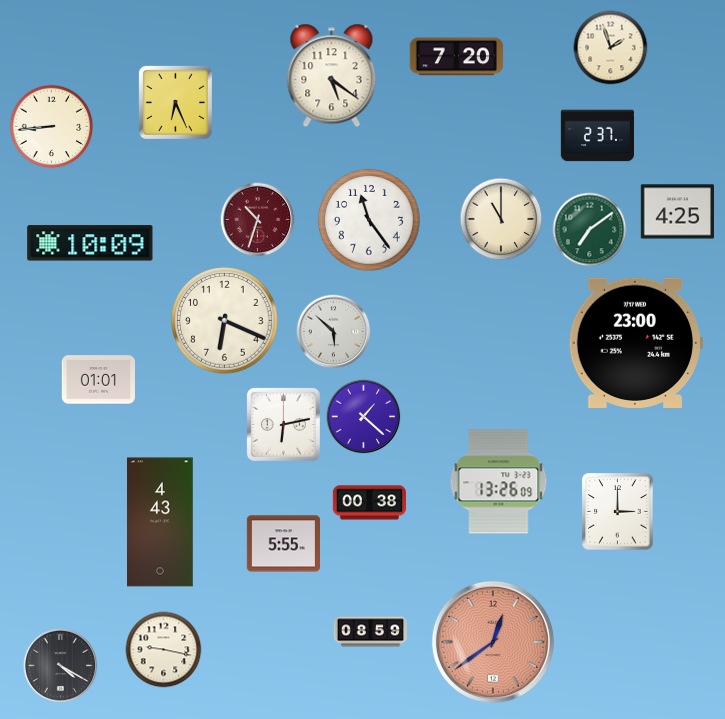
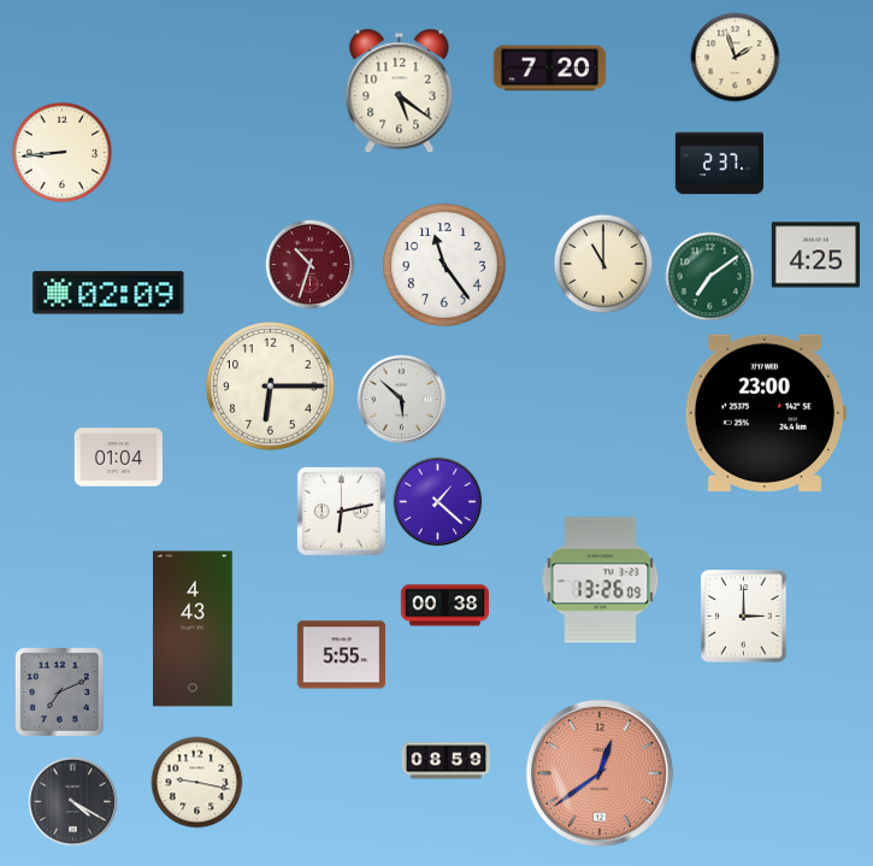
clock at (175, 102): 6:26 -> none
clock at (90, 243): 10:09 -> 02:09
clock at (225, 321): 6:19 -> 6:15
clock at (98, 380): 01:01 -> 01:04
clock at (59, 691): none -> 7:11
clock at (493, 642) position: (493, 642) -> (600, 773)
